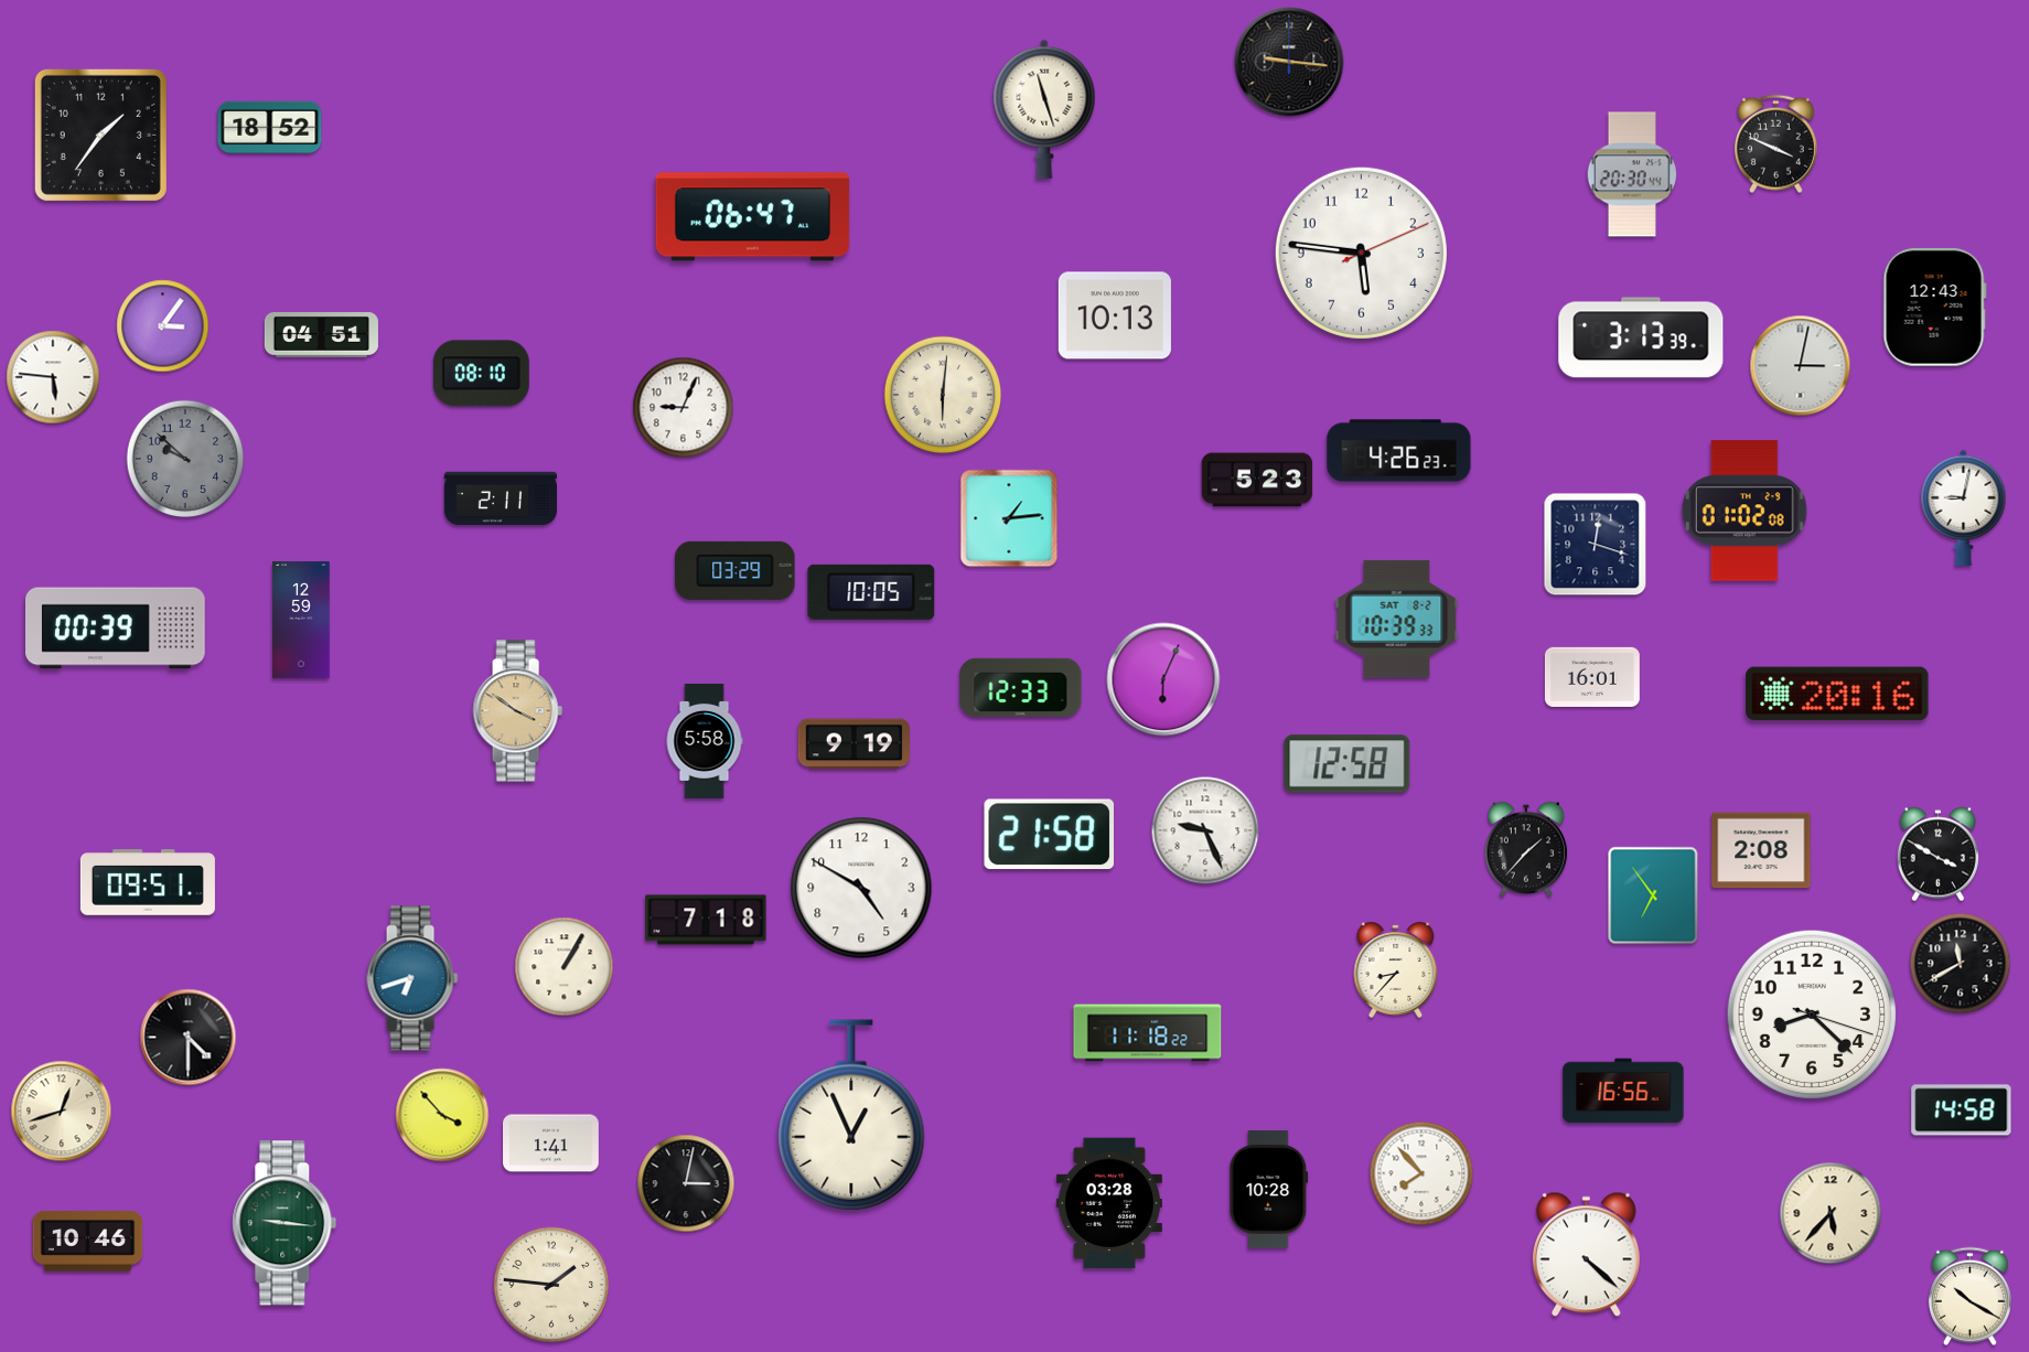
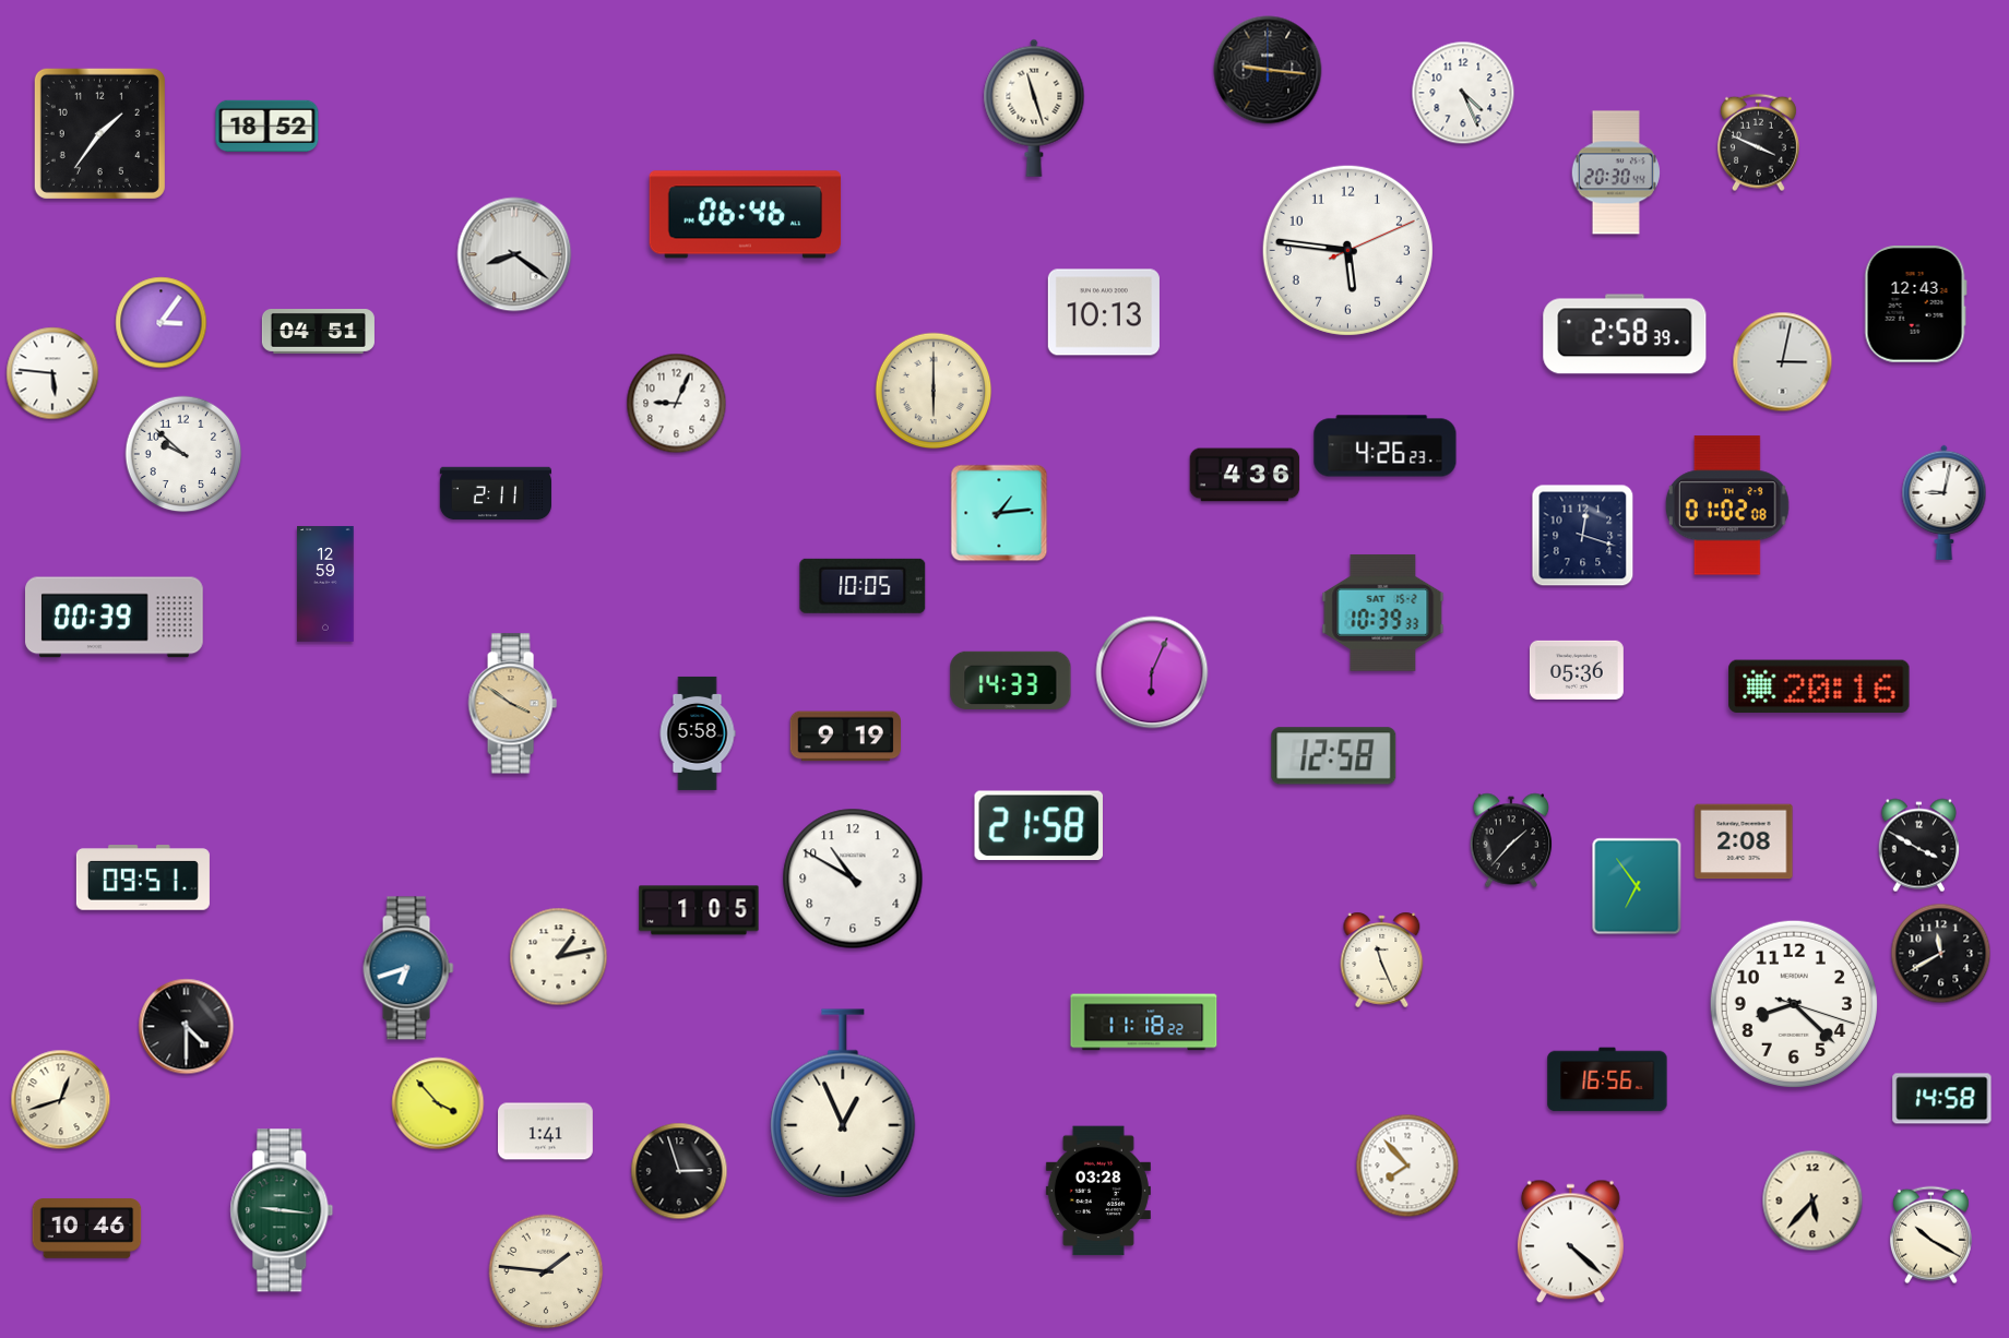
clock at (1289, 62) position: (1289, 62) -> (1268, 70)
clock at (1463, 93): none -> 4:26
clock at (753, 217): 06:47 -> 06:46
clock at (514, 254): none -> 8:21
clock at (1641, 337): 3:13 -> 2:58
clock at (481, 374): 08:10 -> none
clock at (943, 395): 6:01 -> 6:00
clock at (185, 459) dial: grey -> white
clock at (1257, 480): 5:23 -> 4:36
clock at (1596, 545) position: (1596, 545) -> (1583, 536)
clock at (736, 570): 03:29 -> none
clock at (1397, 619) date: SAT 8-2 -> SAT 15-2
clock at (301, 620) position: (301, 620) -> (325, 584)
clock at (116, 629) position: (116, 629) -> (115, 618)
clock at (1592, 677): 16:01 -> 05:36
clock at (1021, 687): 12:33 -> 14:33
clock at (1205, 830): 9:26 -> none
clock at (148, 882) position: (148, 882) -> (143, 877)
clock at (861, 888): 4:50 -> 10:50
clock at (706, 920): 7:18 -> 1:05
clock at (565, 967): 1:05 -> 1:13
clock at (1396, 969): 8:37 -> 11:26
clock at (1148, 1033) position: (1148, 1033) -> (1144, 1023)
clock at (1421, 1173) position: (1421, 1173) -> (1407, 1166)
clock at (686, 1183): 3:02 -> 2:57
clock at (1269, 1190): 10:28 -> none
clock at (1969, 1297) position: (1969, 1297) -> (1930, 1235)
